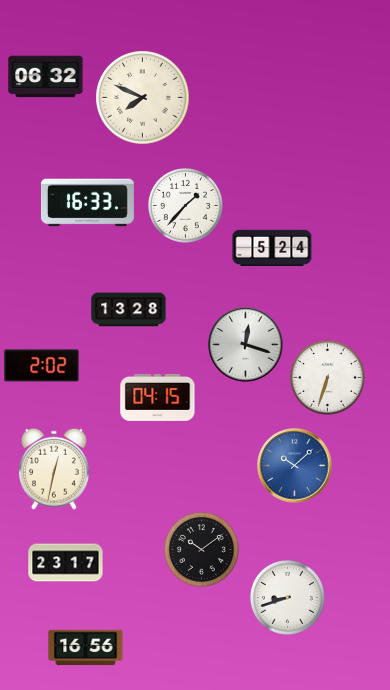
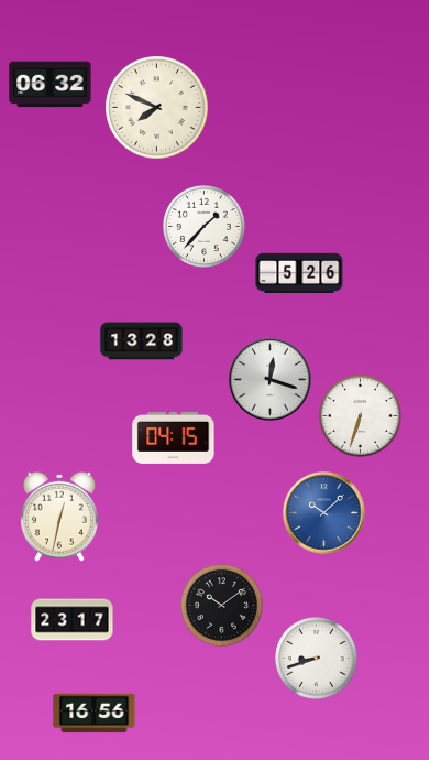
clock at (87, 203): 16:33 -> none
clock at (272, 248): 5:24 -> 5:26
clock at (42, 366): 2:02 -> none
